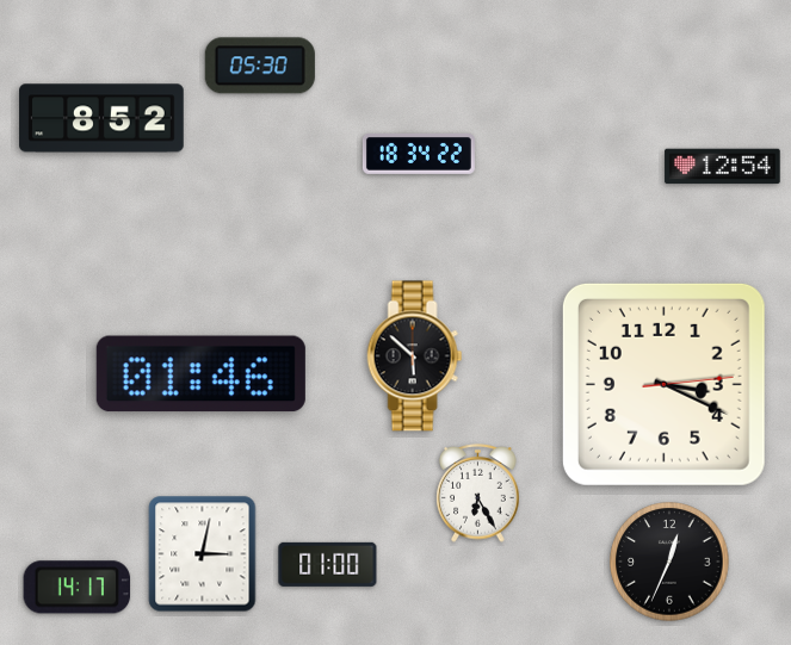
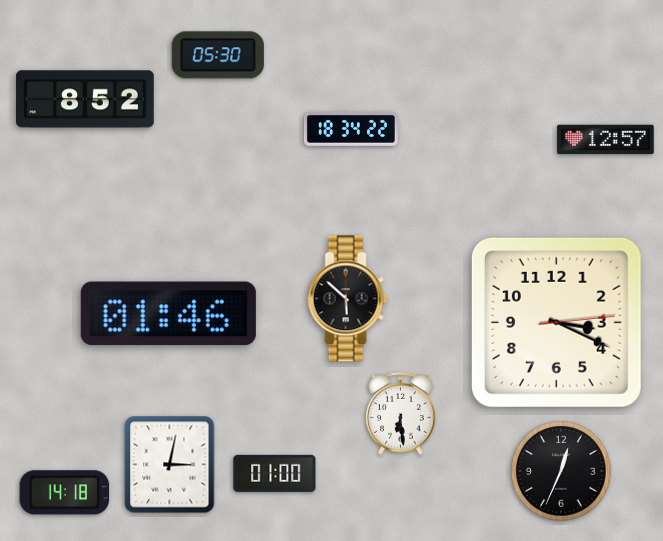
clock at (723, 167): 12:54 -> 12:57
clock at (478, 494): 6:25 -> 6:29
clock at (78, 588): 14:17 -> 14:18
